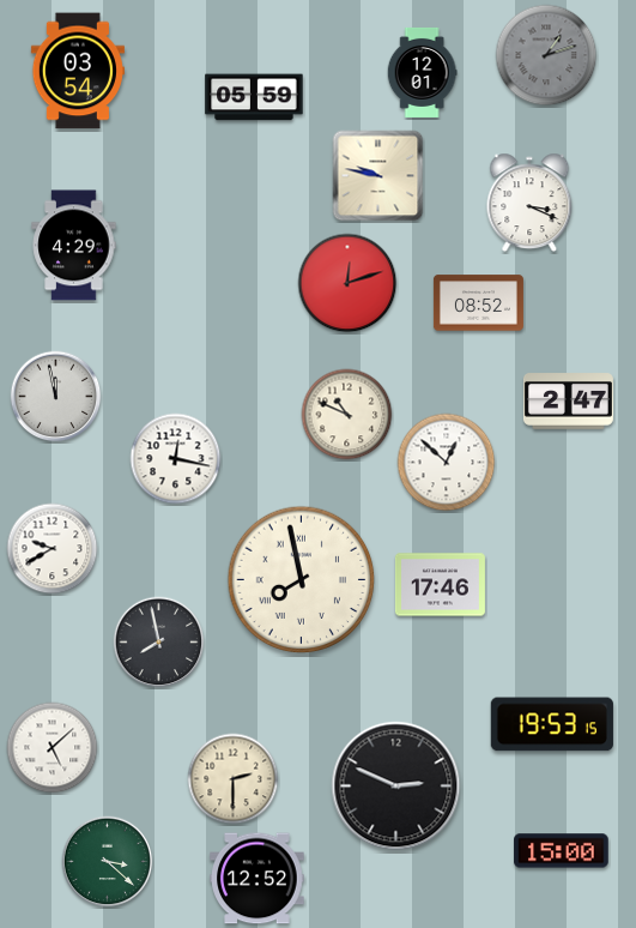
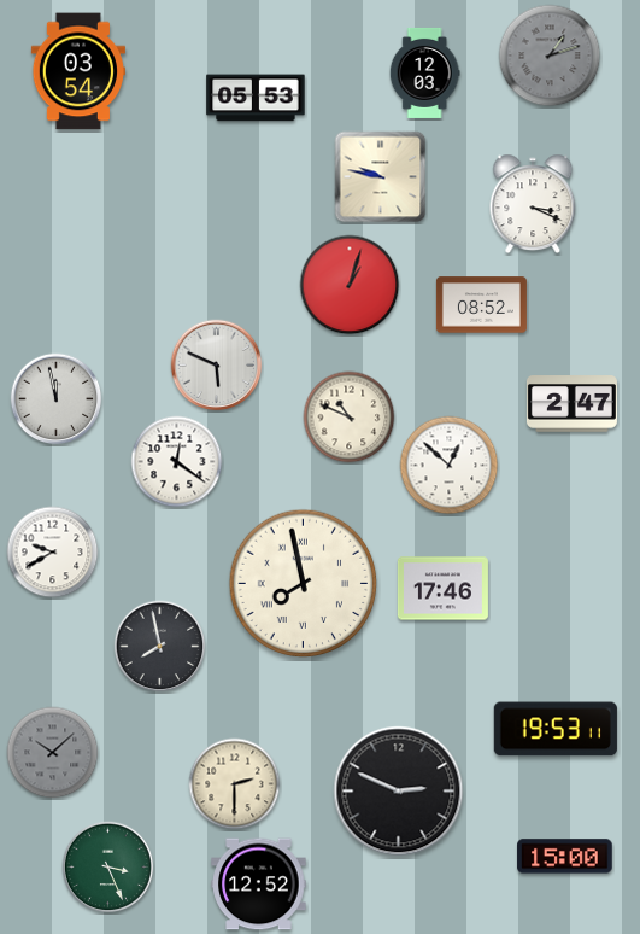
clock at (422, 72): 12:01 -> 12:03
clock at (254, 97): 05:59 -> 05:53
clock at (74, 246): 4:29 -> none
clock at (347, 283): 12:12 -> 1:03
clock at (217, 366): none -> 5:49
clock at (176, 459): 12:17 -> 12:21
clock at (552, 724): 19:53:15 -> 19:53:11
clock at (53, 748): 5:08 -> 10:08
clock at (53, 748) dial: white -> grey
clock at (108, 862): 3:22 -> 3:26
